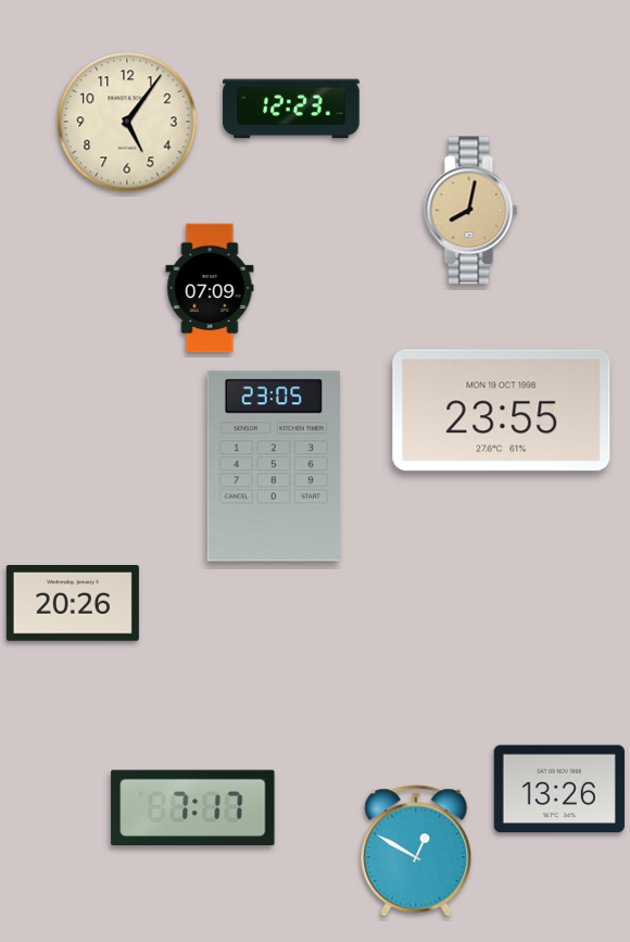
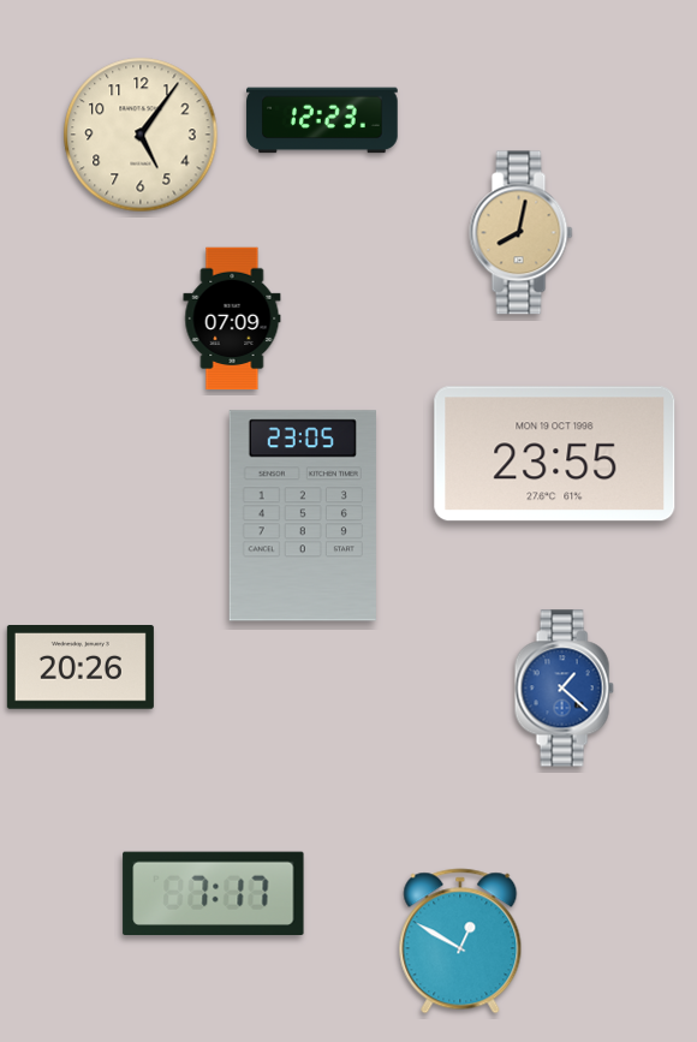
clock at (564, 689): none -> 1:22
clock at (559, 789): 13:26 -> none
